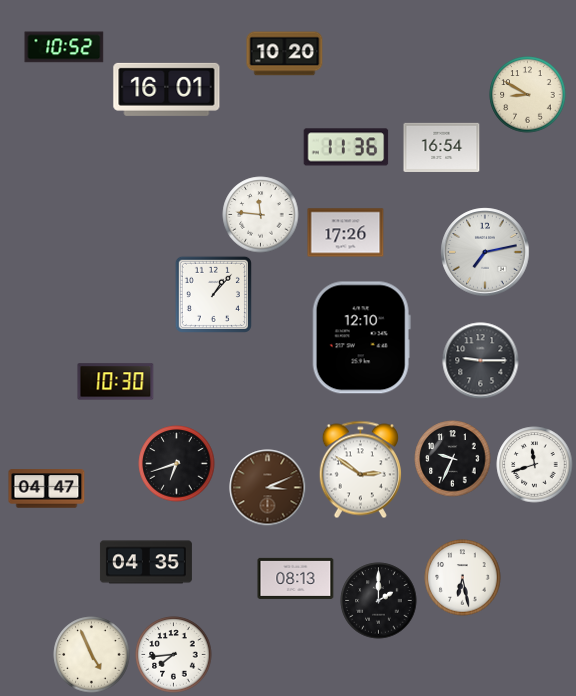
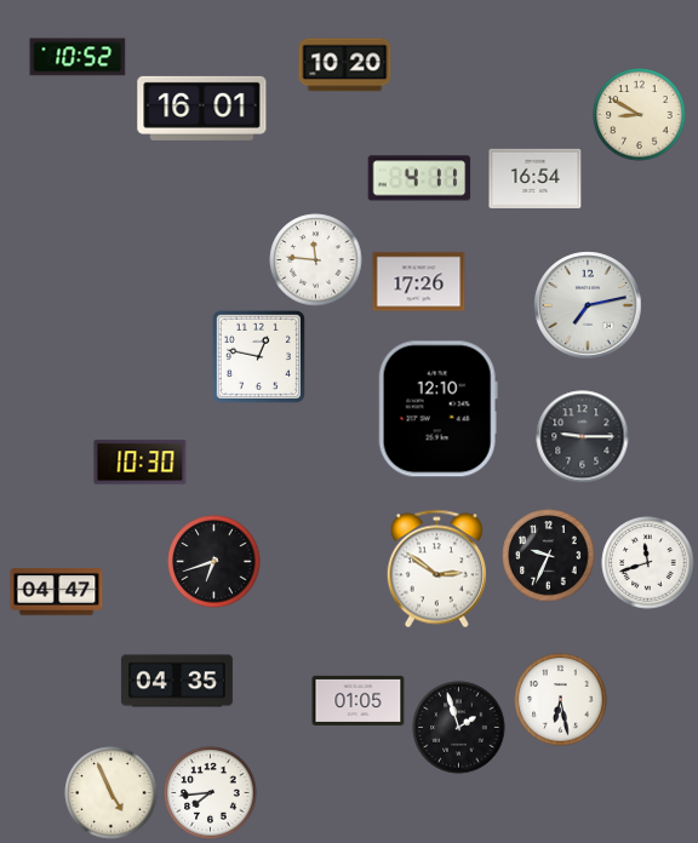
clock at (346, 147): 11:36 -> 4:11
clock at (213, 294): 1:07 -> 12:47
clock at (268, 488): 3:11 -> none
clock at (296, 578): 08:13 -> 01:05
clock at (379, 601): 2:00 -> 1:57
